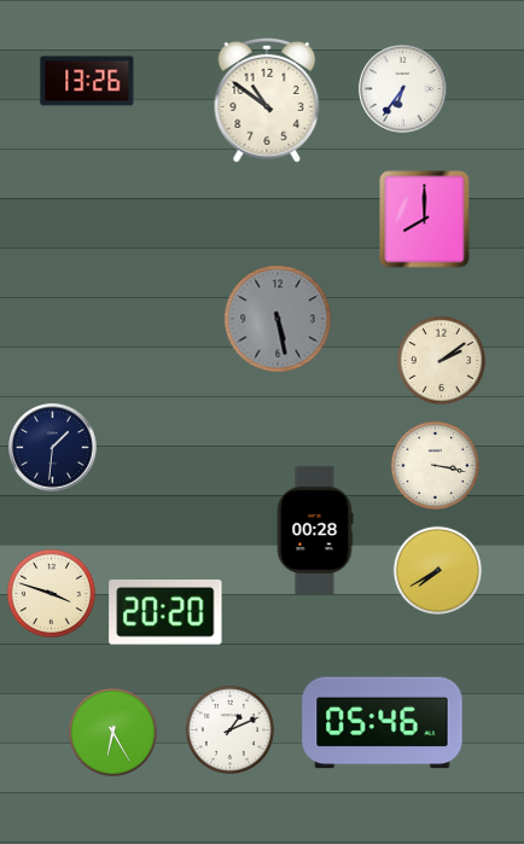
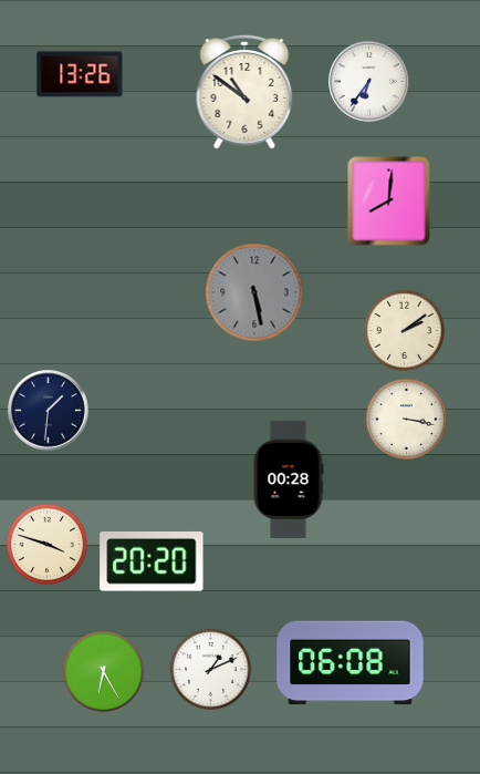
clock at (425, 220): 8:00 -> 8:01
clock at (435, 465) position: (435, 465) -> (406, 419)
clock at (315, 529) position: (315, 529) -> (289, 478)
clock at (437, 570): 7:40 -> none
clock at (383, 723): 05:46 -> 06:08
